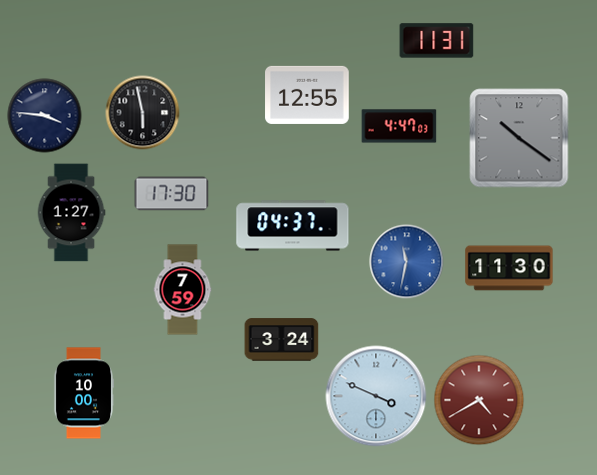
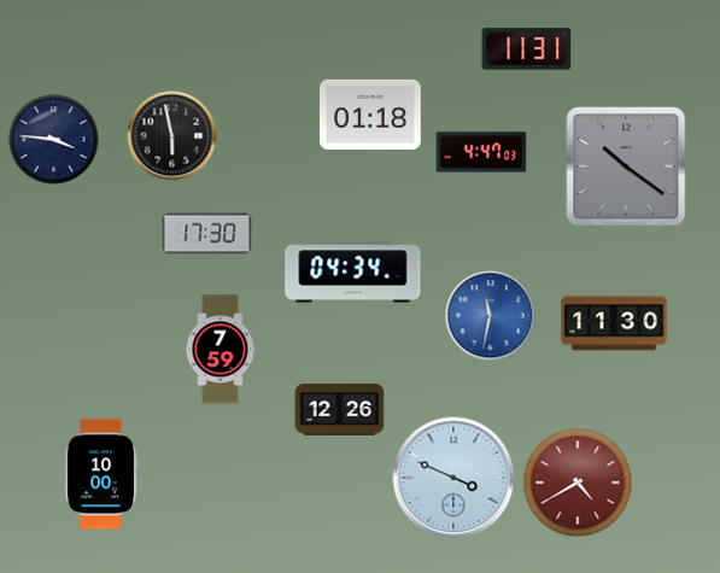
clock at (307, 95): 12:55 -> 01:18
clock at (71, 213): 1:27 -> none
clock at (293, 226): 04:37 -> 04:34
clock at (282, 340): 3:24 -> 12:26
